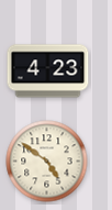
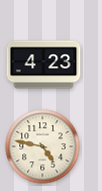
clock at (47, 162): 4:51 -> 4:47
